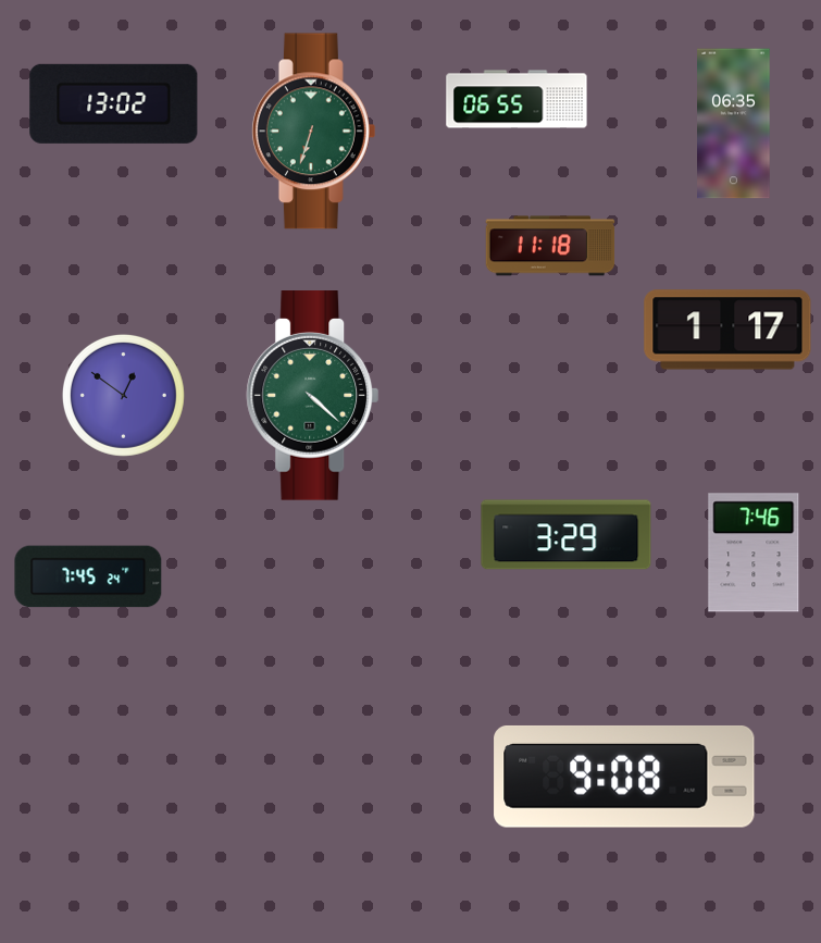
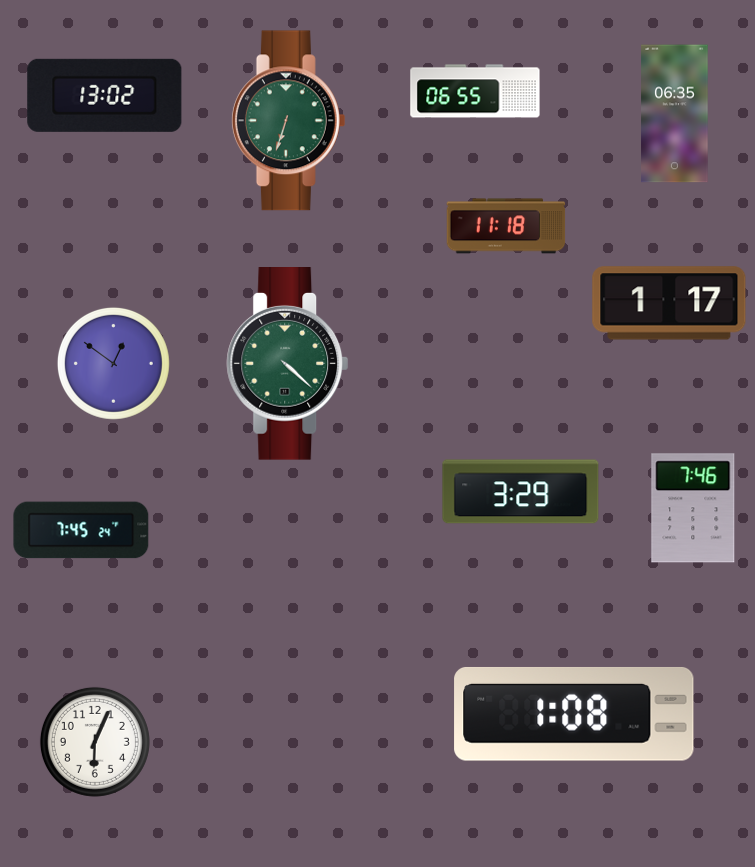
clock at (624, 777): 9:08 -> 1:08
clock at (95, 742): none -> 6:04
